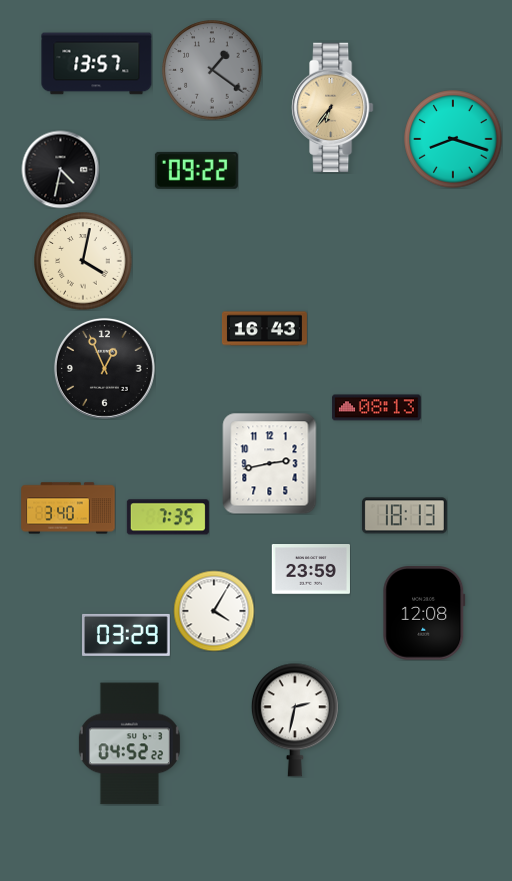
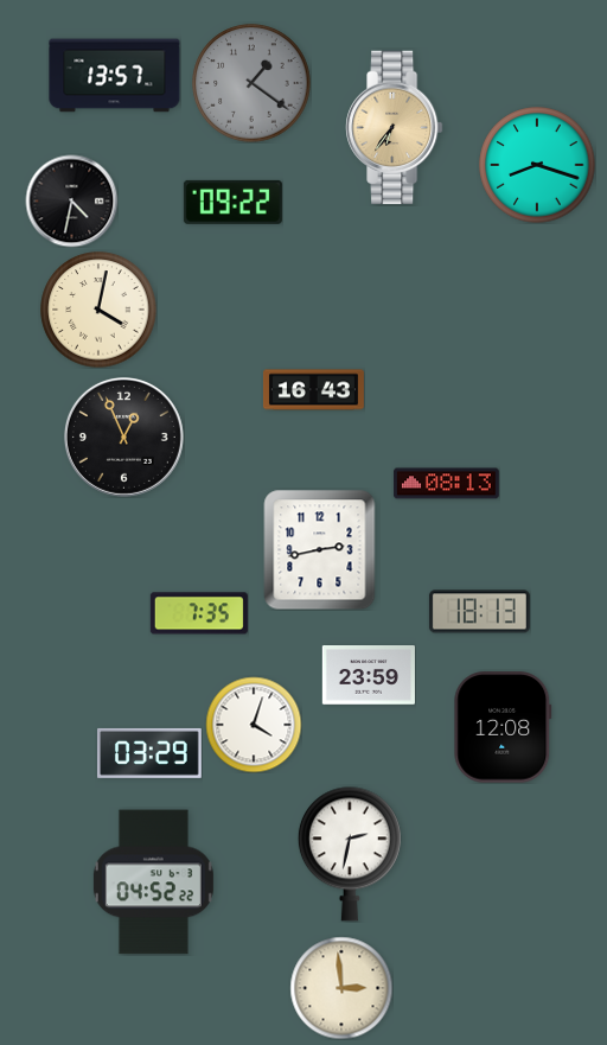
clock at (68, 508): 3:40 -> none
clock at (214, 611): 4:05 -> 4:03
clock at (341, 988): none -> 2:59
